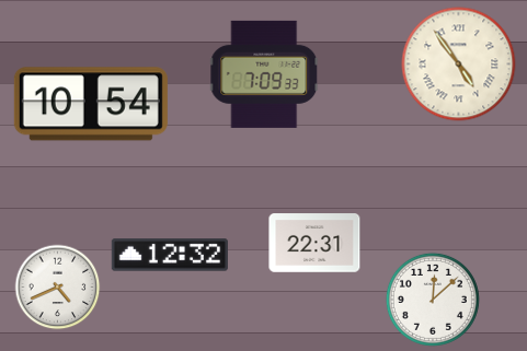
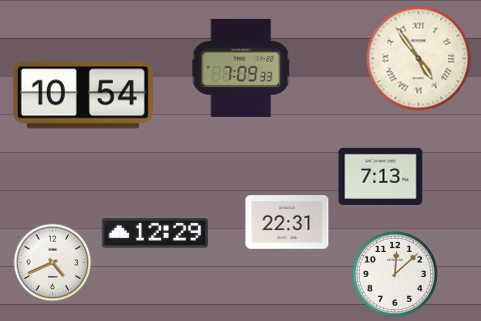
clock at (381, 176): none -> 7:13
clock at (170, 255): 12:32 -> 12:29
